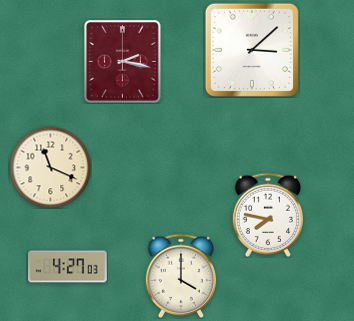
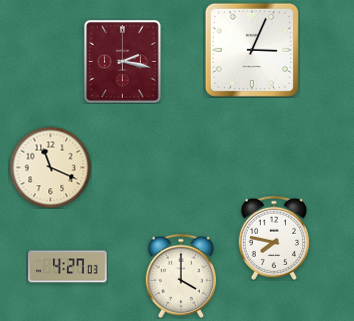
clock at (252, 50): 3:08 -> 3:04
clock at (268, 215) position: (268, 215) -> (274, 238)
